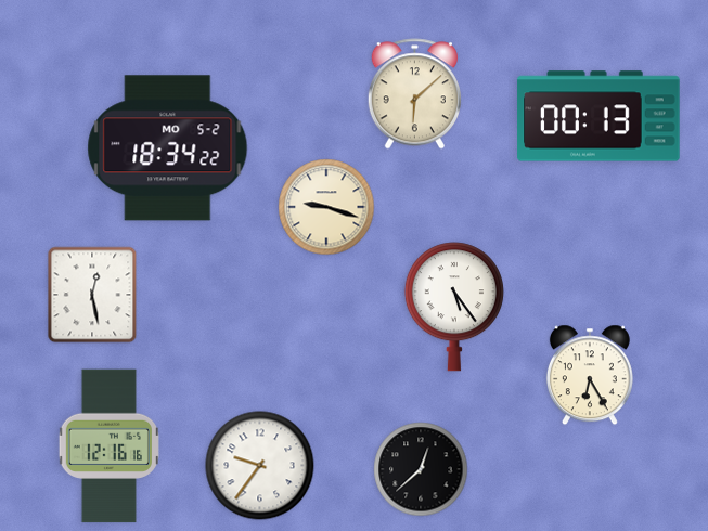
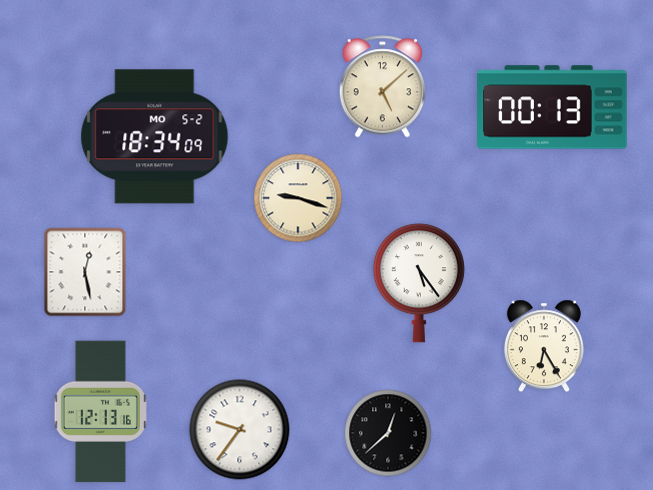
clock at (414, 94): 6:08 -> 5:08
clock at (168, 148): 18:34:22 -> 18:34:09
clock at (326, 207) position: (326, 207) -> (298, 198)
clock at (108, 446): 12:16 -> 12:13
